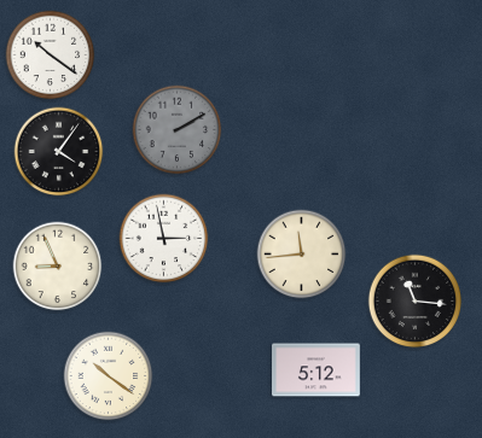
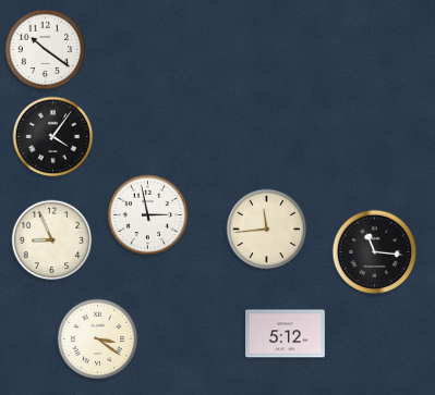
clock at (178, 130): 2:10 -> none
clock at (302, 255) position: (302, 255) -> (267, 230)
clock at (416, 302) position: (416, 302) -> (375, 252)
clock at (109, 376): 10:21 -> 3:21
